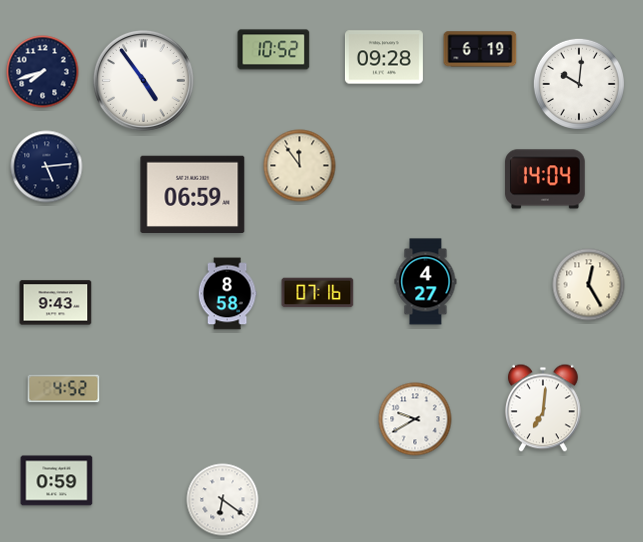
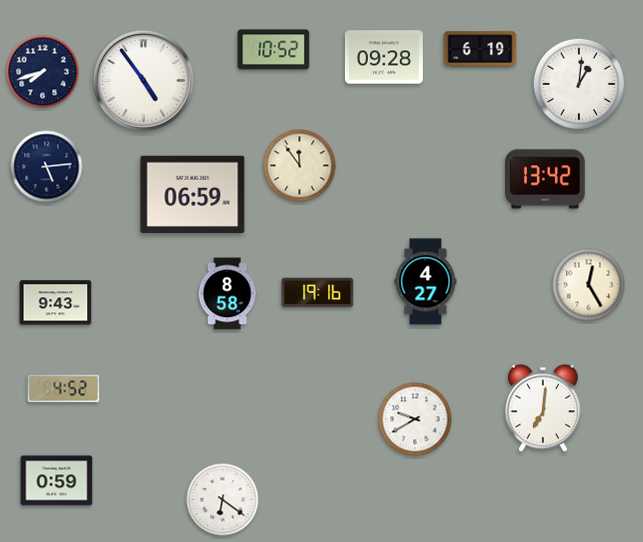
clock at (579, 84): 10:01 -> 1:01
clock at (545, 179): 14:04 -> 13:42
clock at (318, 293): 07:16 -> 19:16
